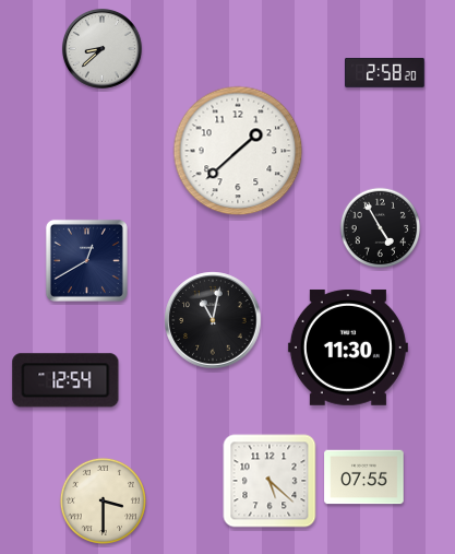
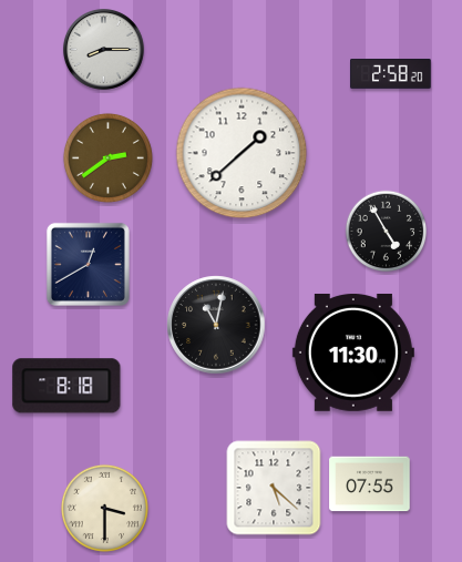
clock at (101, 48): 8:38 -> 8:15
clock at (107, 157): none -> 2:39
clock at (65, 380): 12:54 -> 8:18
